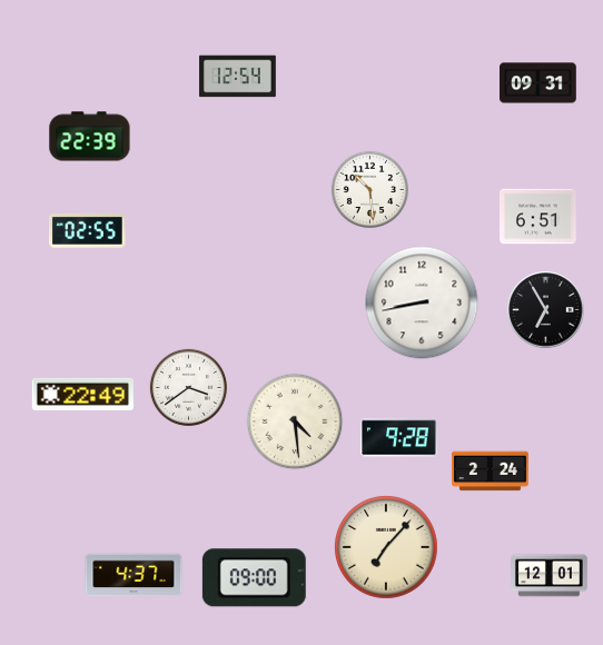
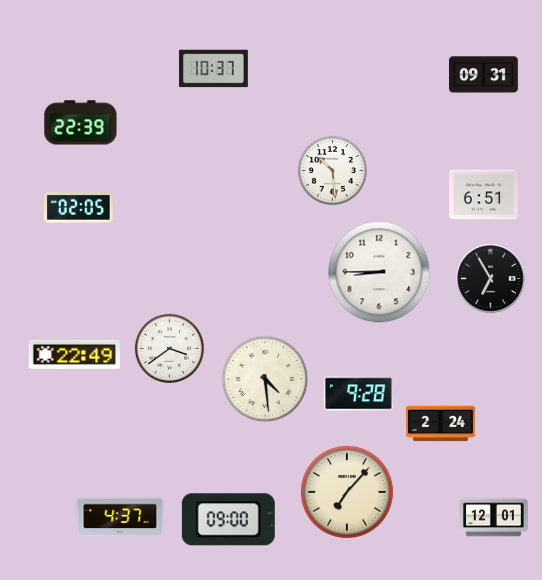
clock at (238, 77): 12:54 -> 10:37
clock at (87, 231): 02:55 -> 02:05
clock at (422, 302): 8:43 -> 8:45
